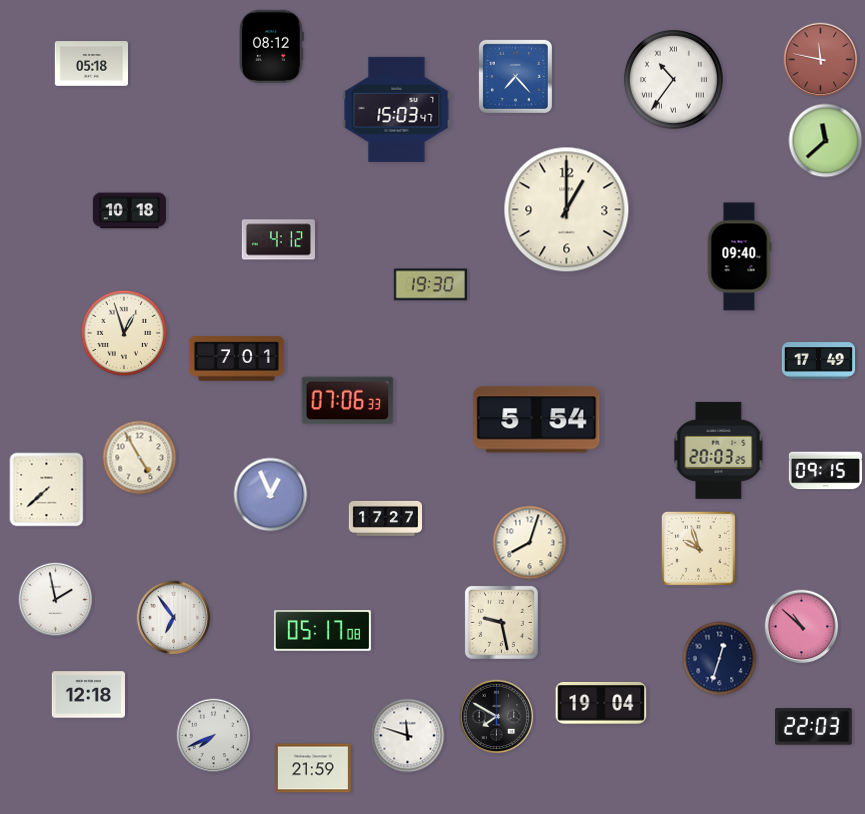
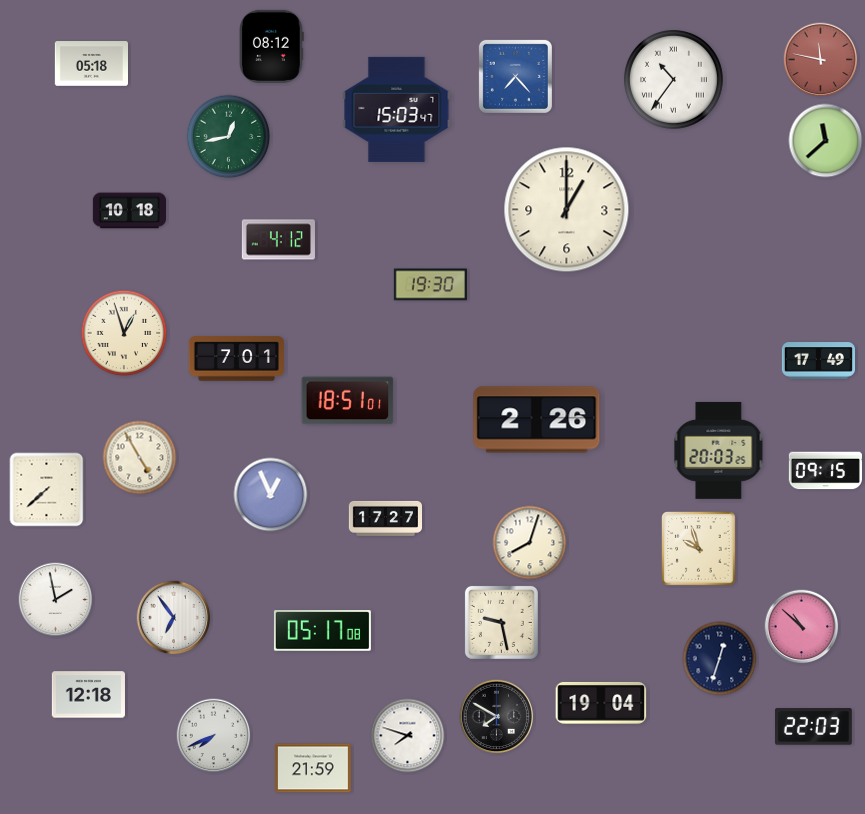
clock at (229, 137): none -> 12:43
clock at (739, 257): 09:40 -> none
clock at (348, 401): 07:06 -> 18:51
clock at (537, 420): 5:54 -> 2:26
clock at (408, 736): 11:48 -> 7:48
